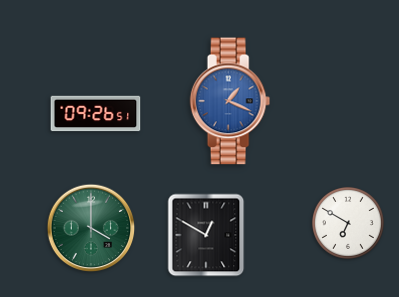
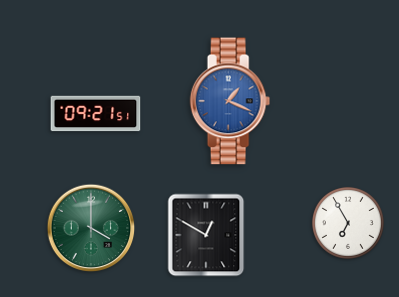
clock at (96, 114): 09:26 -> 09:21
clock at (348, 223): 6:50 -> 6:55
